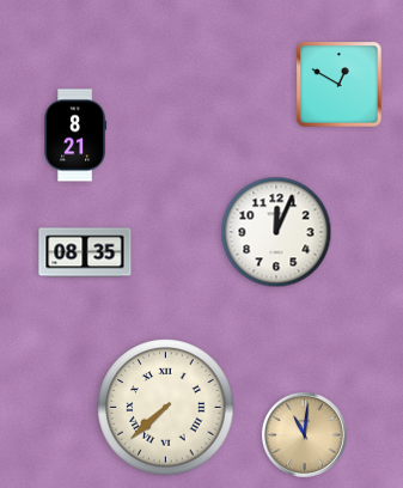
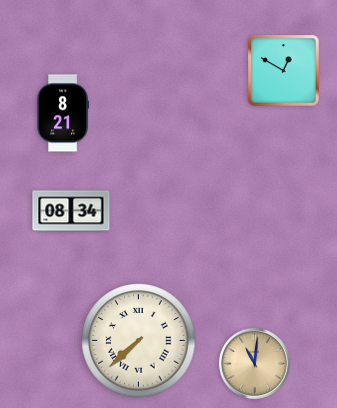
clock at (276, 232): 12:04 -> none
clock at (85, 252): 08:35 -> 08:34
